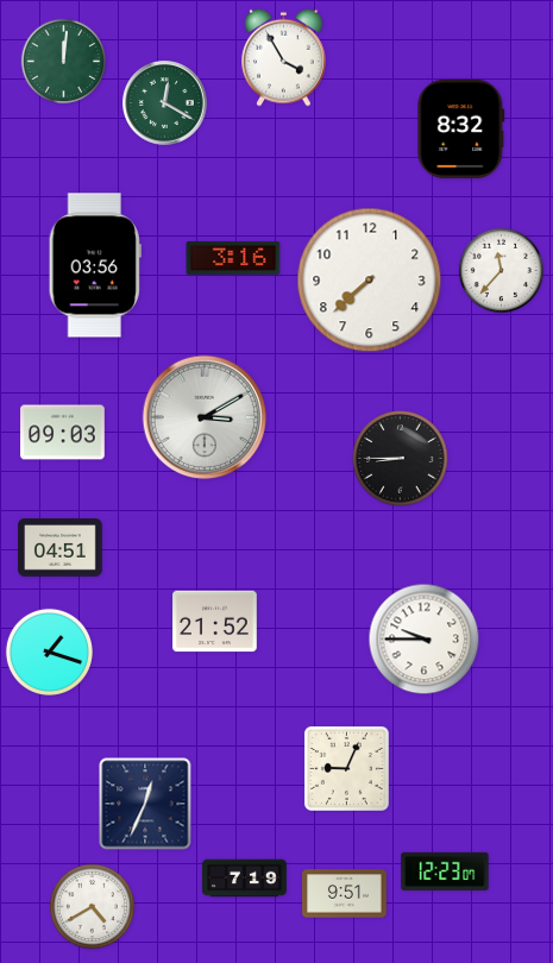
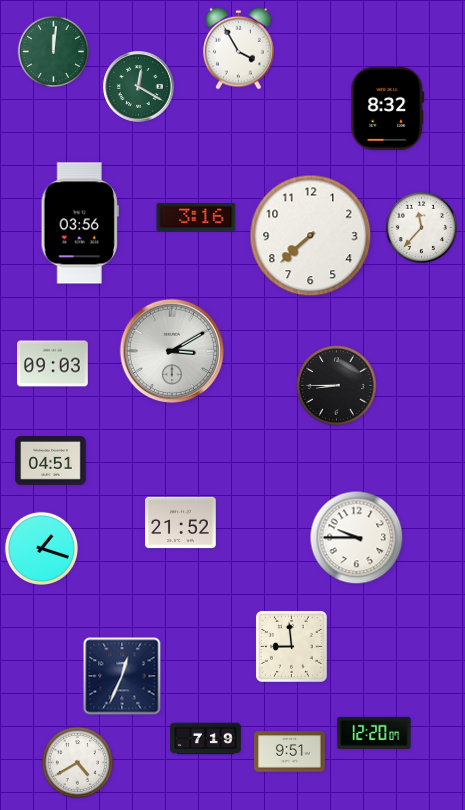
clock at (346, 768): 9:04 -> 8:59
clock at (445, 871): 12:23 -> 12:20
